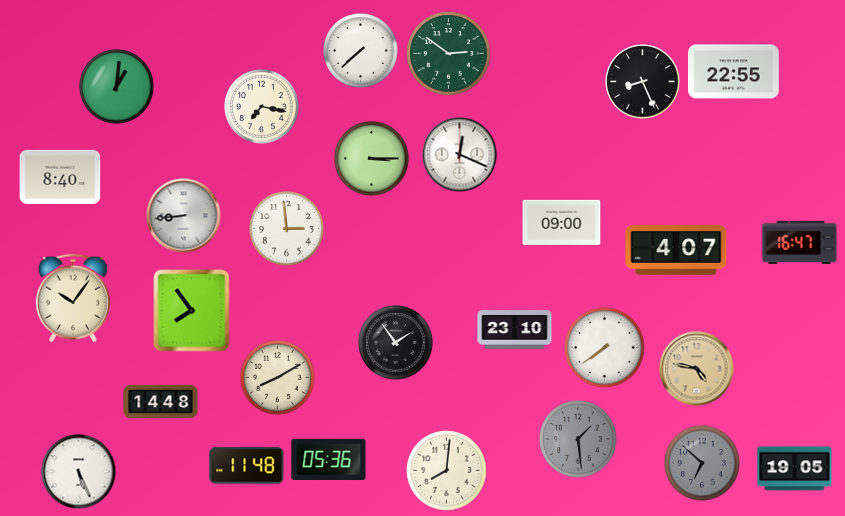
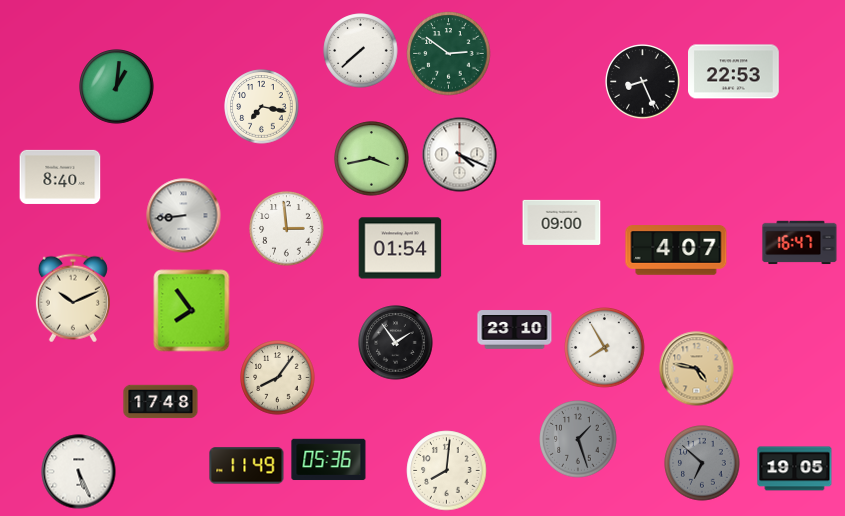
clock at (734, 72): 22:55 -> 22:53
clock at (460, 155): 12:19 -> 4:19
clock at (372, 159): 3:15 -> 3:43
clock at (400, 248): none -> 01:54
clock at (73, 298): 10:06 -> 10:11
clock at (605, 348): 7:39 -> 7:55
clock at (278, 378): 8:10 -> 8:06
clock at (161, 402): 14:48 -> 17:48
clock at (578, 439): 1:29 -> 1:27
clock at (247, 466): 11:48 -> 11:49
